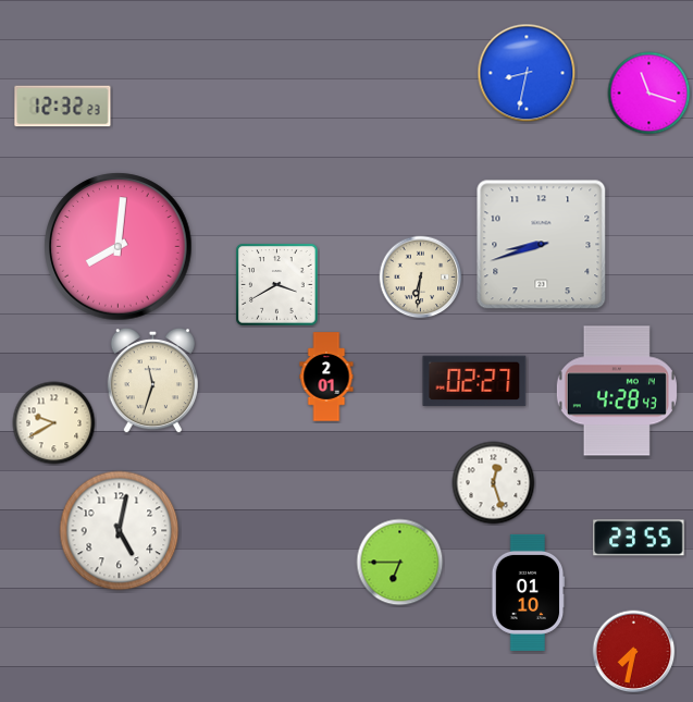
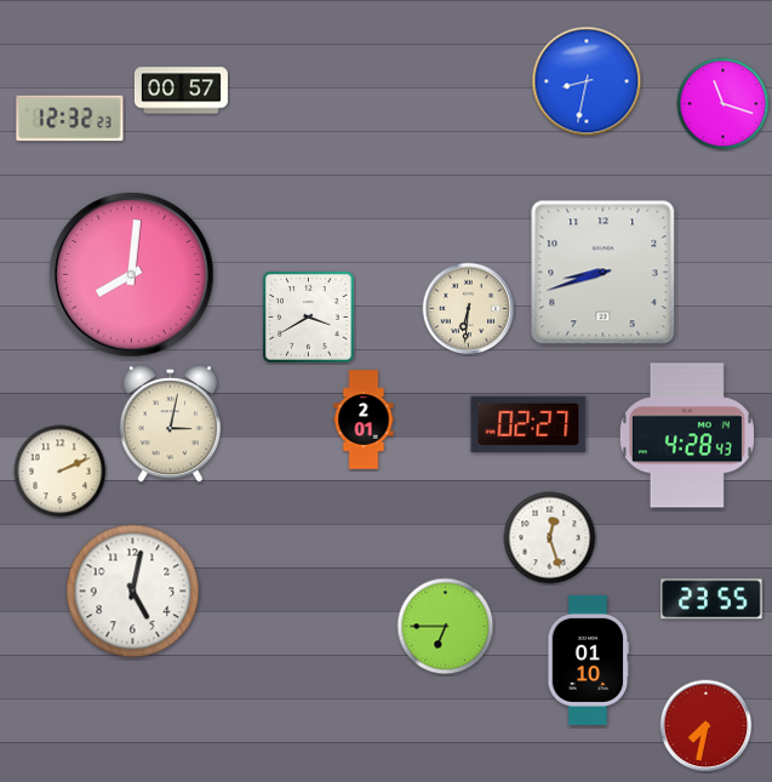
clock at (181, 91): none -> 00:57
clock at (152, 381): 11:33 -> 3:02
clock at (54, 423): 9:40 -> 2:11
